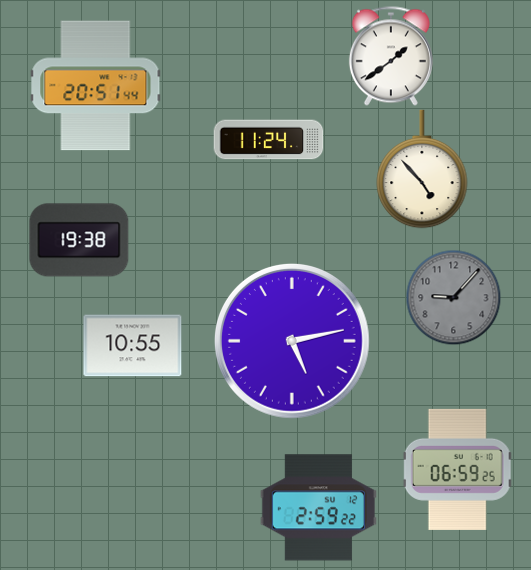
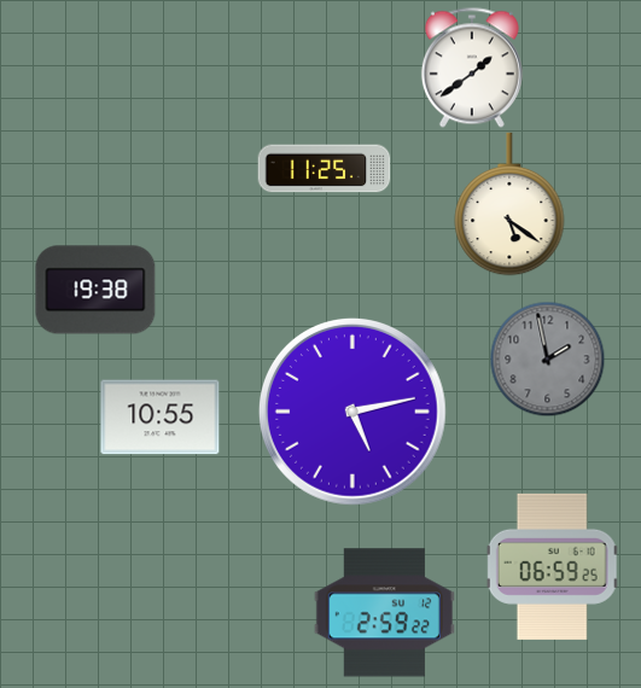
clock at (96, 86): 20:51 -> none
clock at (269, 140): 11:24 -> 11:25
clock at (422, 169): 4:53 -> 5:21
clock at (453, 297): 9:07 -> 1:58
